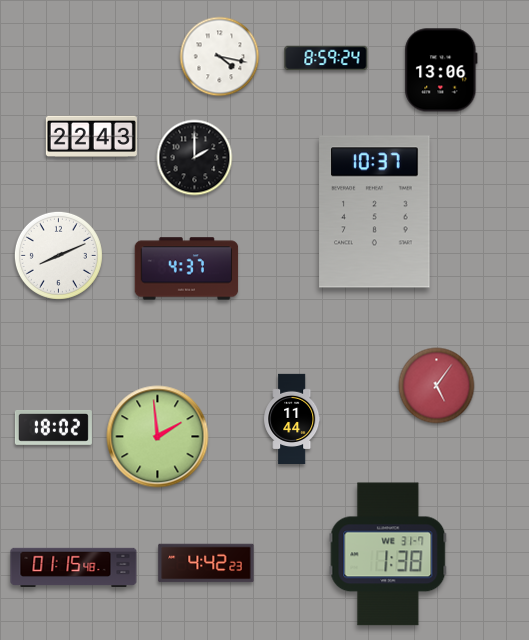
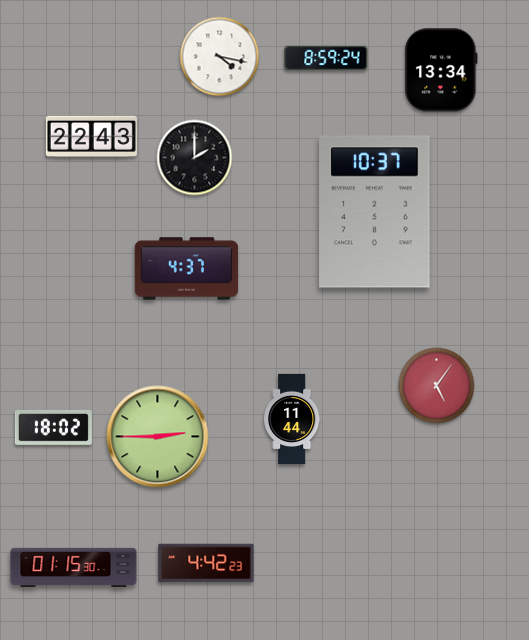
clock at (441, 70): 13:06 -> 13:34
clock at (58, 255): 8:11 -> none
clock at (158, 437): 1:59 -> 2:45
clock at (388, 554): 1:38 -> none
clock at (74, 568): 01:15:48 -> 01:15:30
